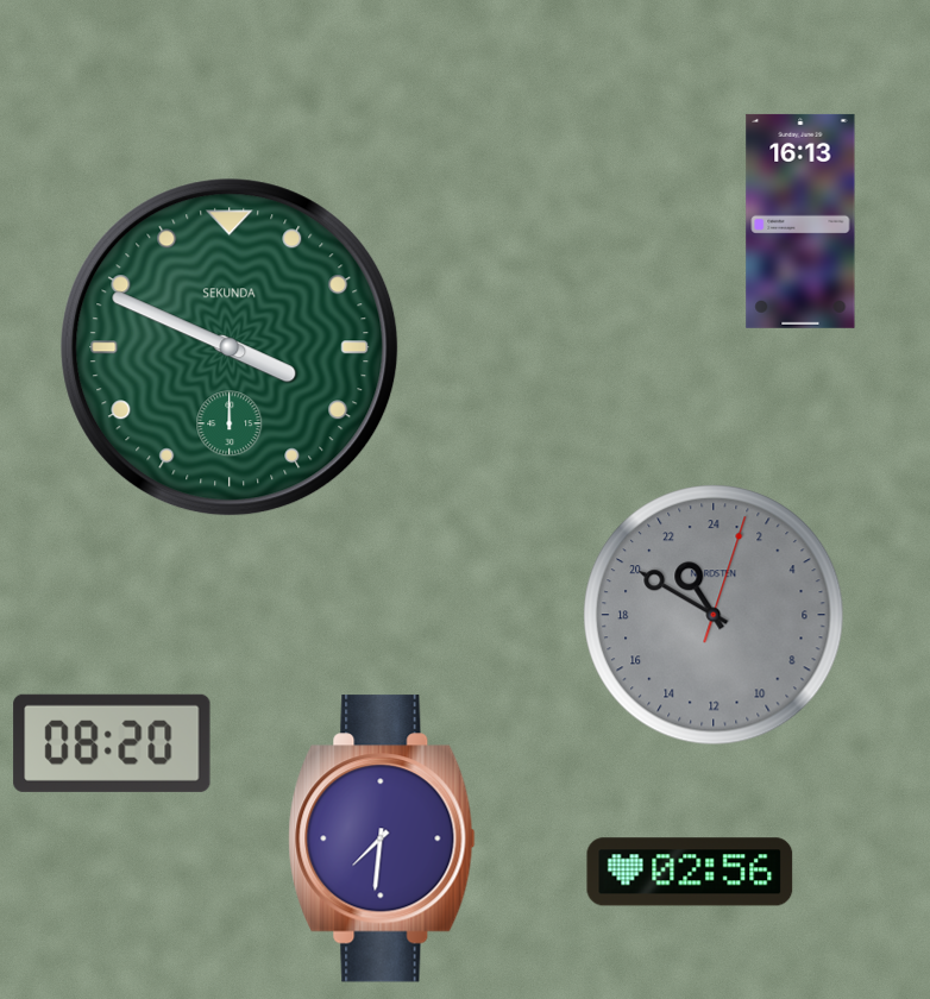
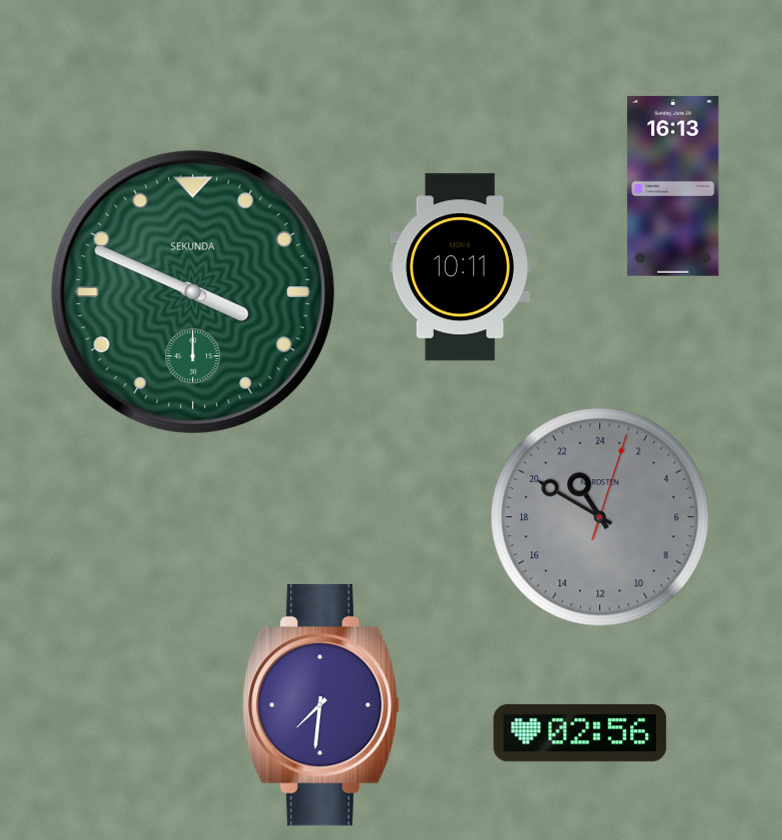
clock at (459, 267): none -> 10:11
clock at (112, 743): 08:20 -> none
